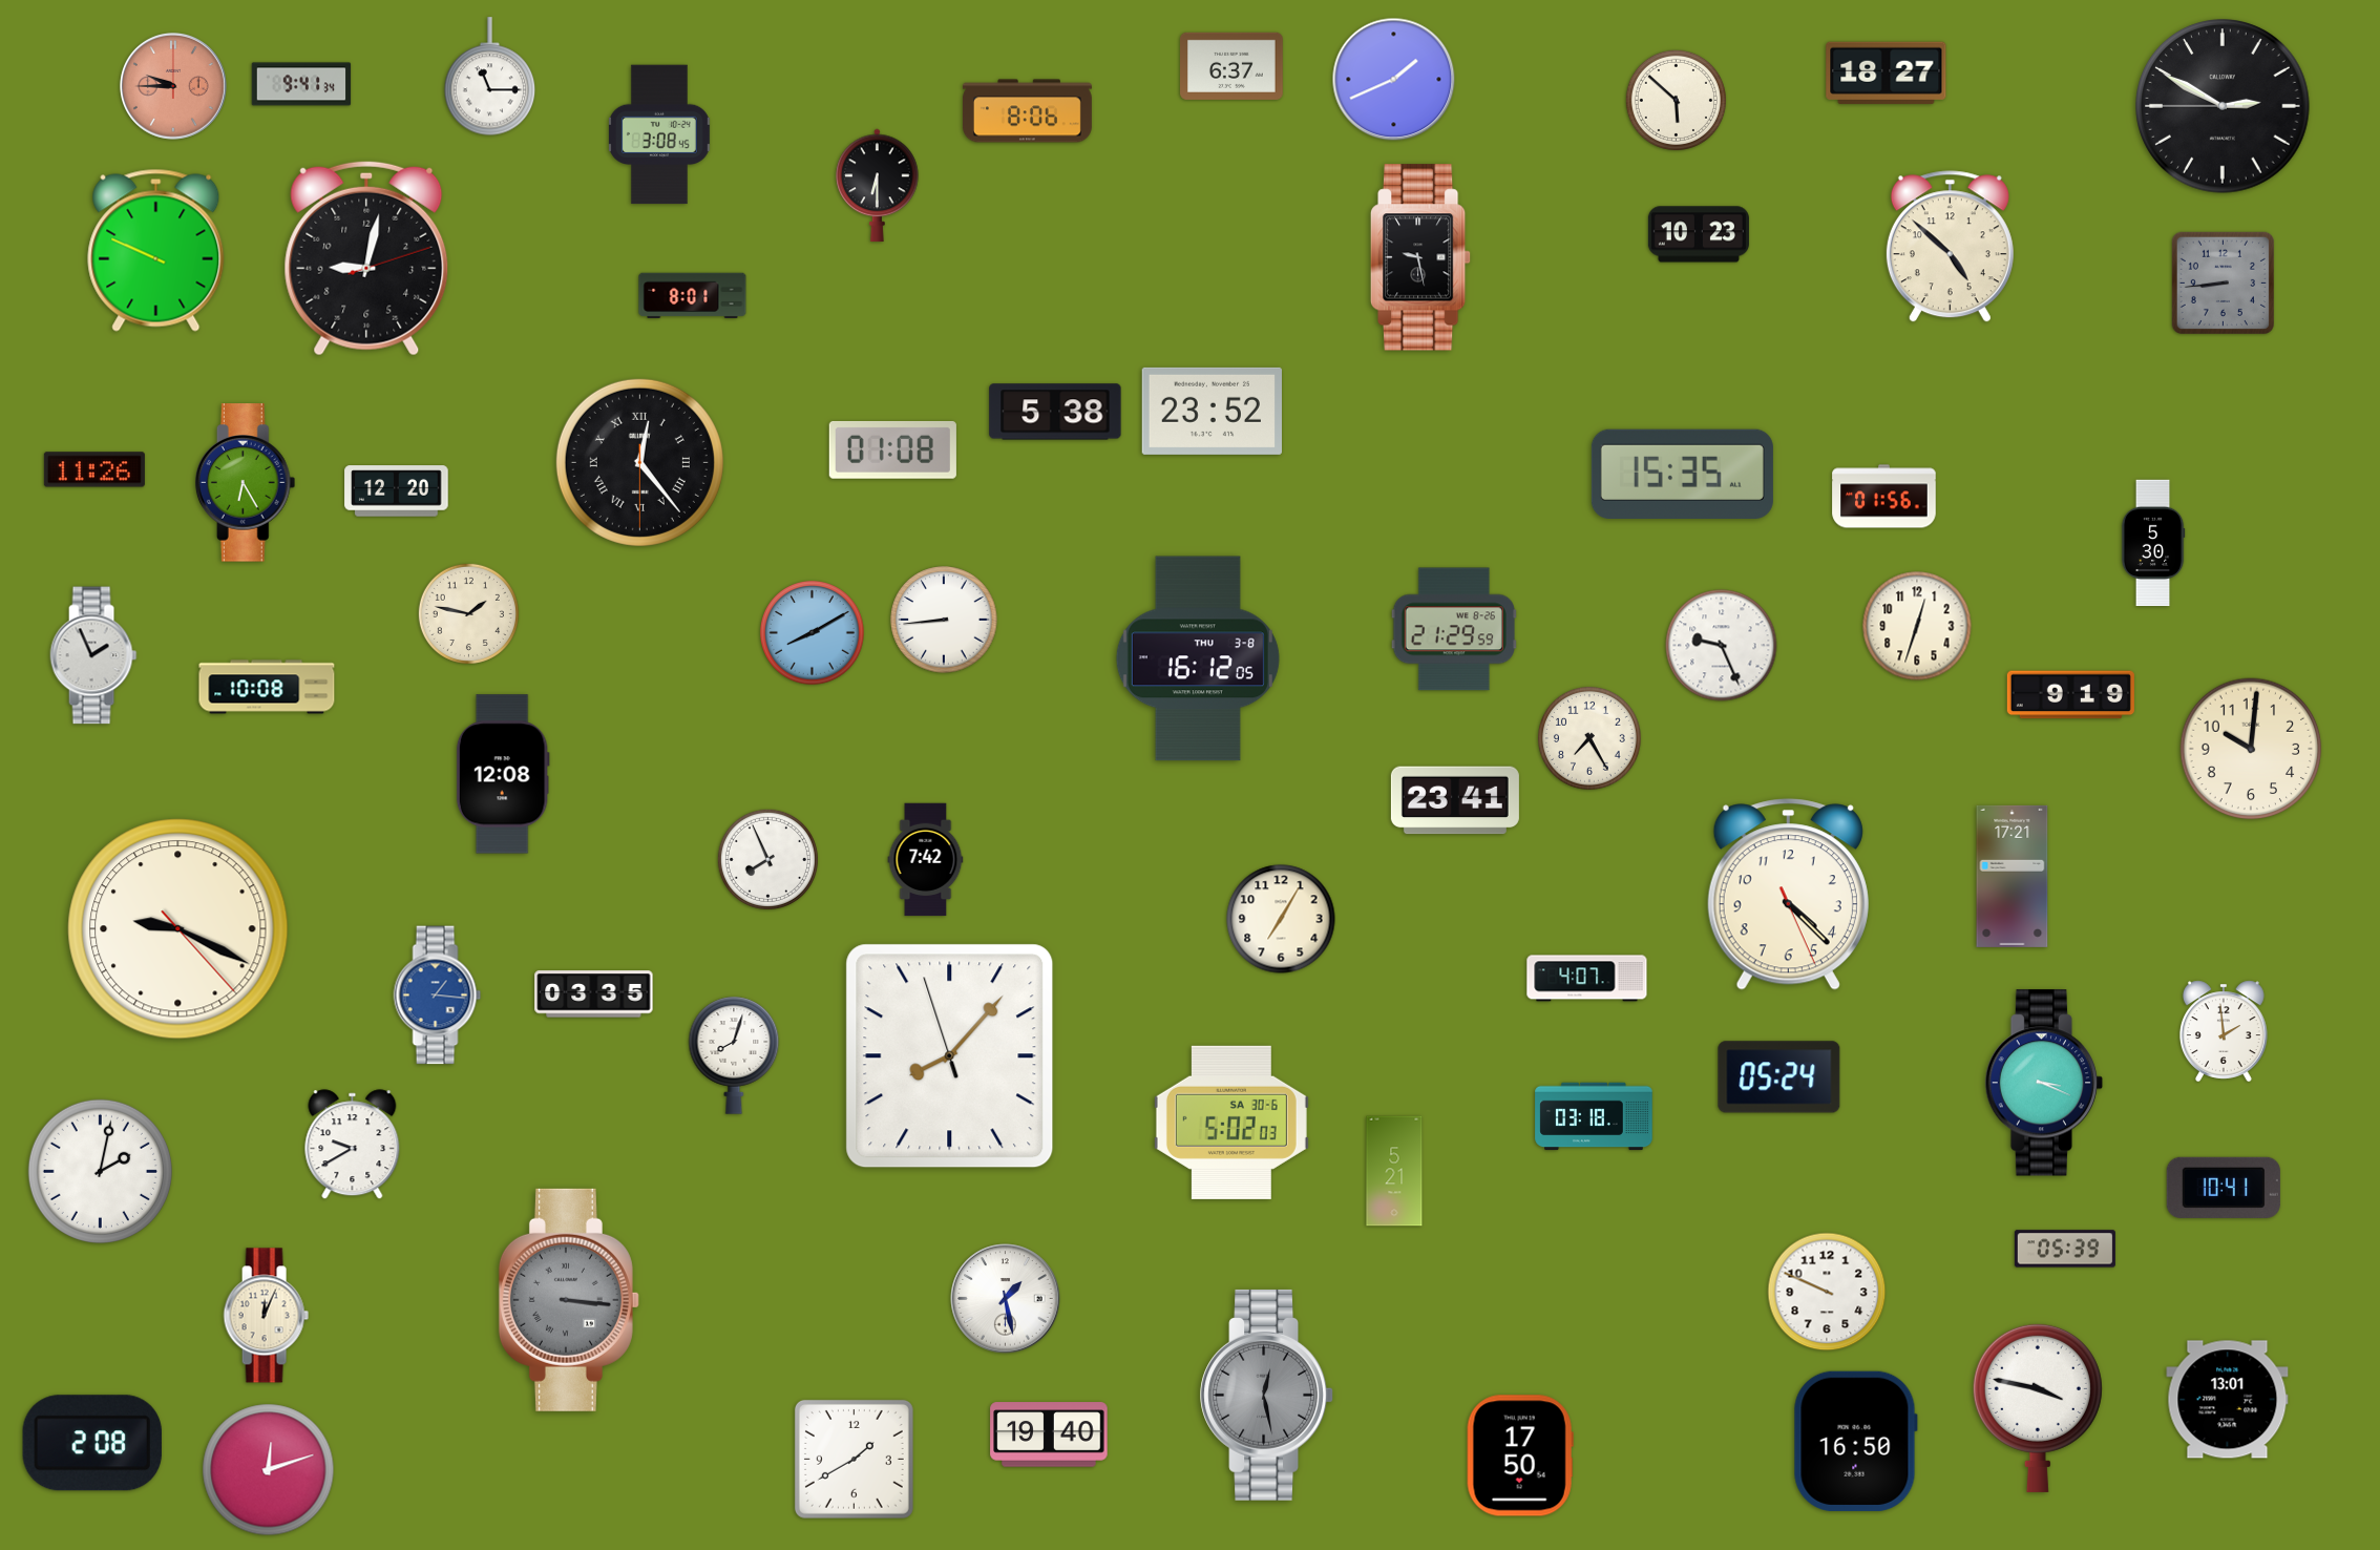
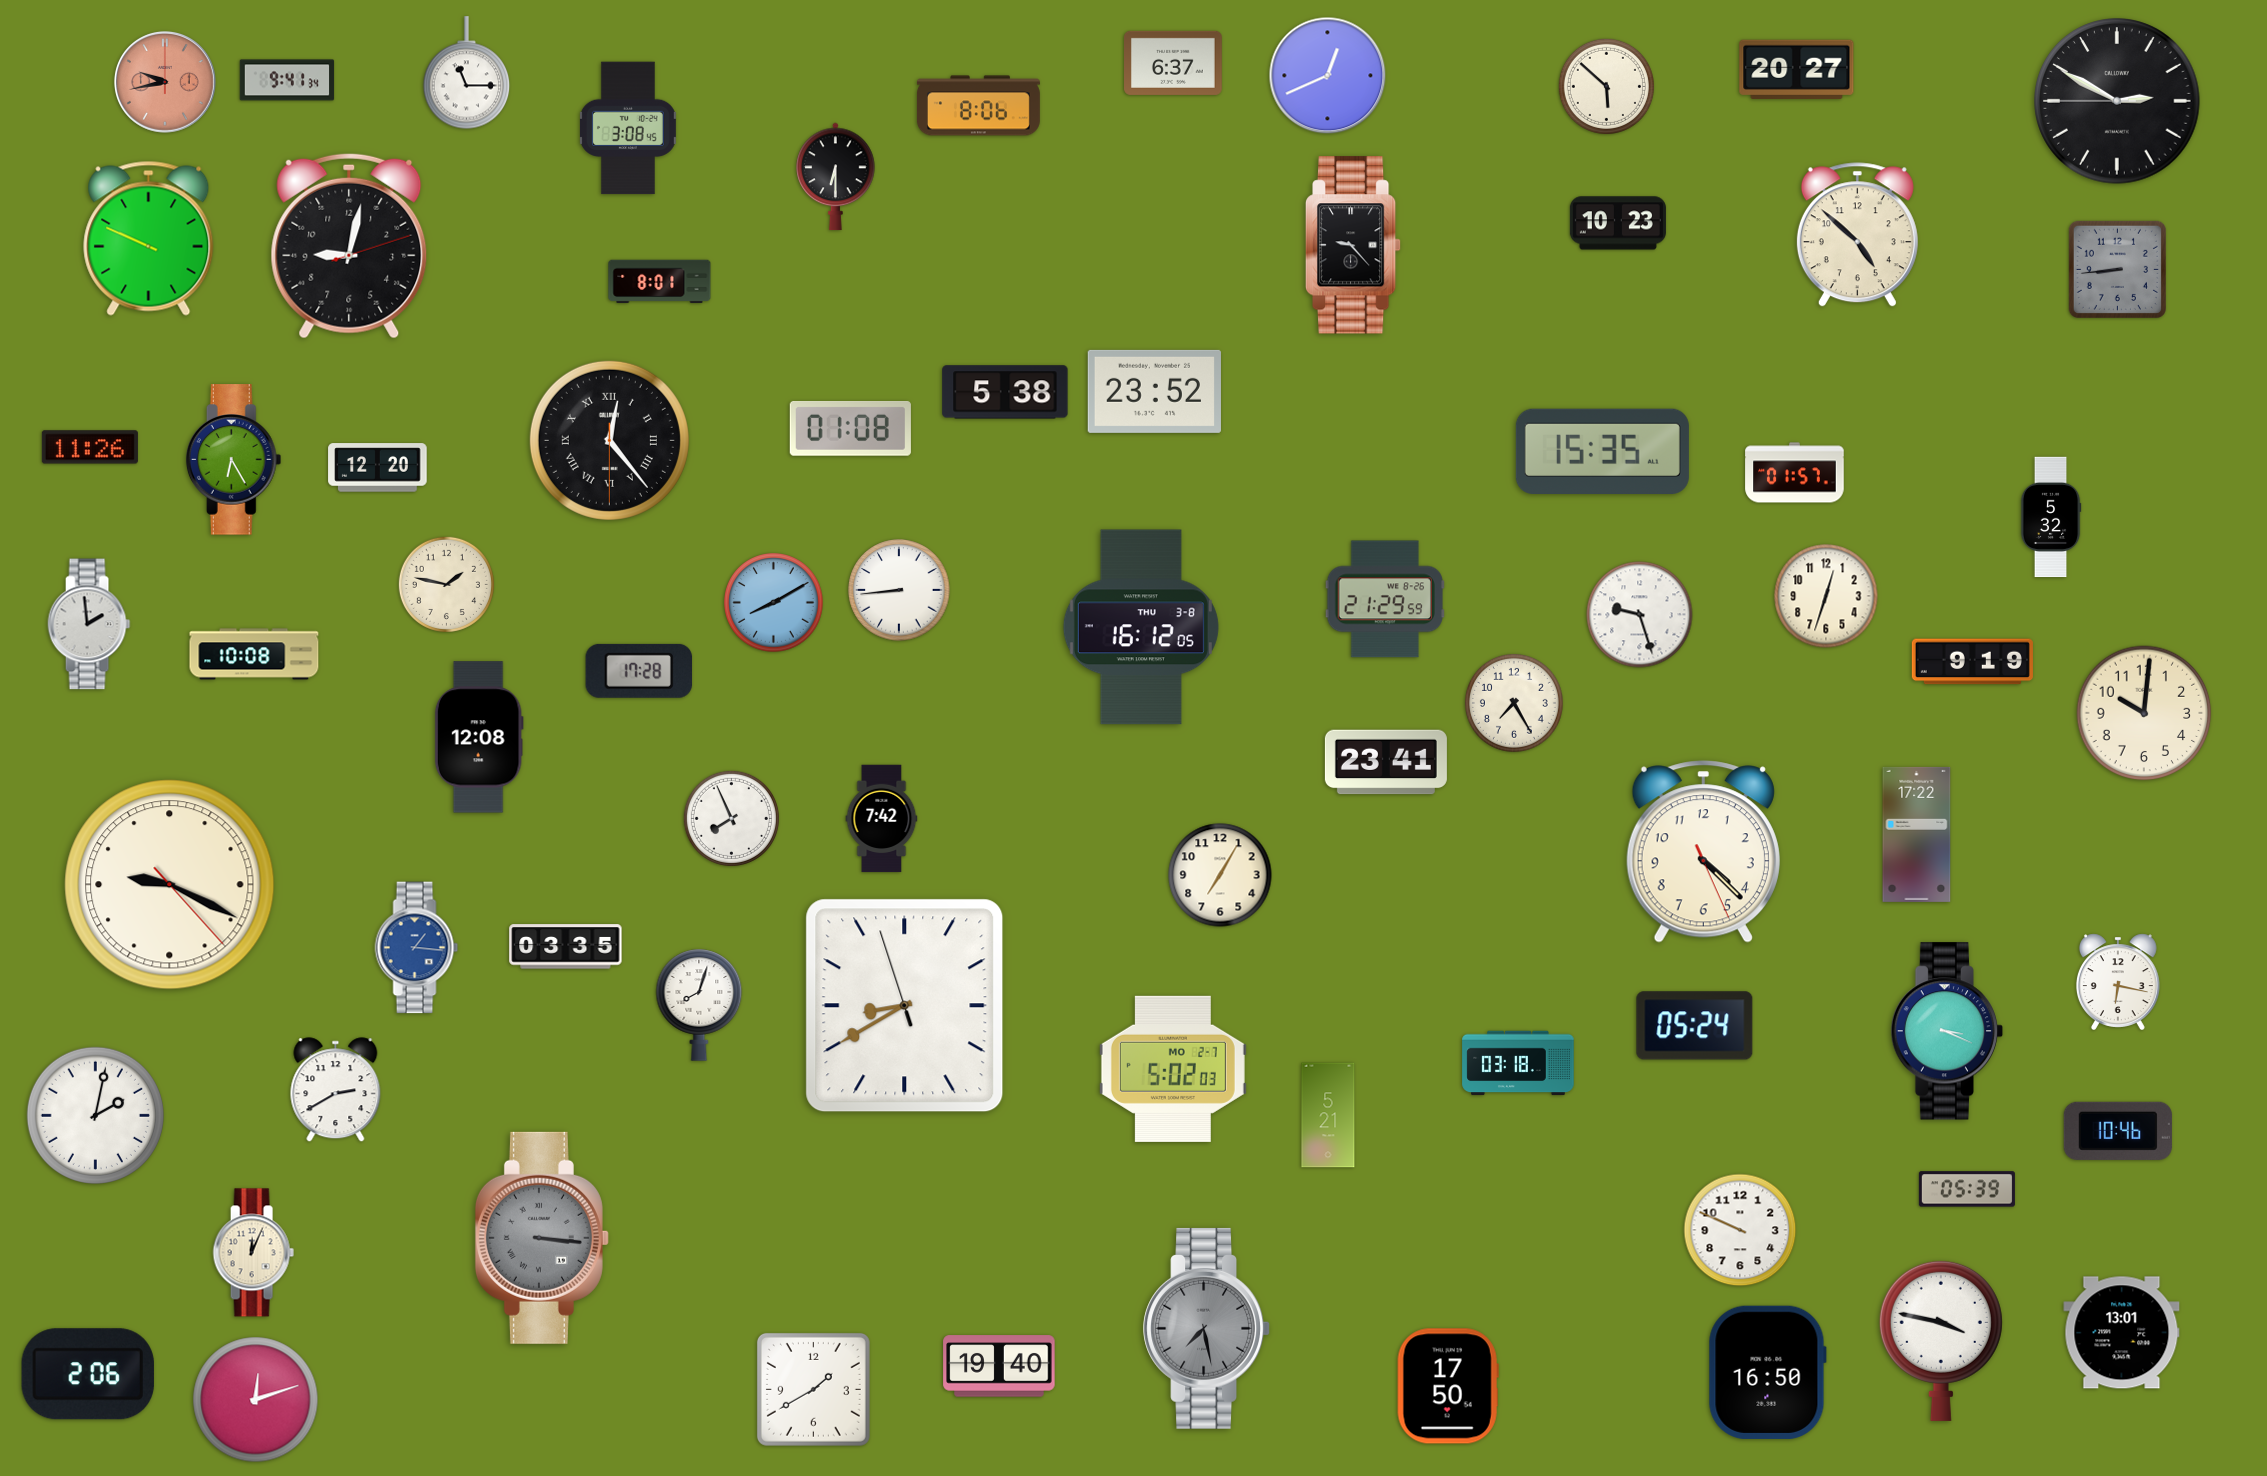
clock at (1887, 72): 18:27 -> 20:27
clock at (1394, 80): 1:41 -> 12:41
clock at (173, 86): 9:45 -> 9:43
clock at (1676, 100) position: (1676, 100) -> (1606, 86)
clock at (1420, 257): 9:28 -> 9:23
clock at (1884, 497): 01:56 -> 01:57
clock at (2153, 543): 5:30 -> 5:32
clock at (1722, 646): 9:26 -> 9:27
clock at (93, 655): 1:56 -> 1:59
clock at (639, 671): none -> 17:28
clock at (2013, 876): 17:21 -> 17:22
clock at (1587, 979): 4:07 -> none
clock at (2224, 1031): 1:59 -> 6:17
clock at (950, 1056): 8:06 -> 8:39
clock at (1231, 1123) date: SA 30-6 -> MO 2-7
clock at (353, 1145): 9:40 -> 2:40
clock at (2224, 1188): 10:41 -> 10:46
clock at (1006, 1299): 1:28 -> none
clock at (1267, 1395): 12:28 -> 7:28
clock at (92, 1443): 2:08 -> 2:06
